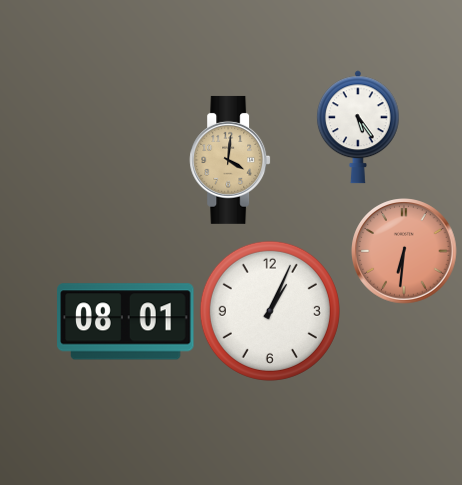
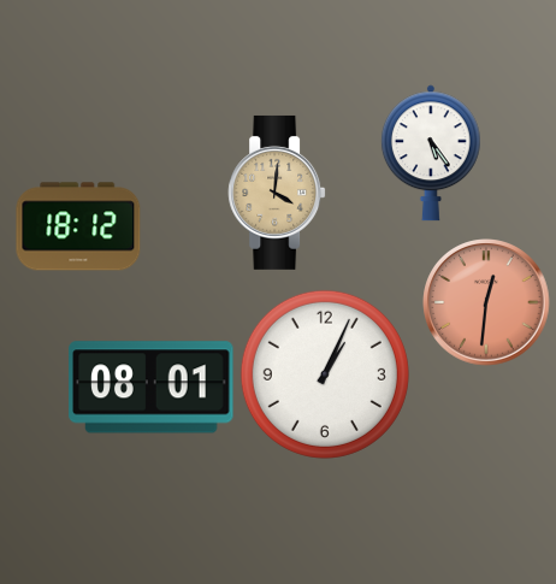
clock at (78, 226): none -> 18:12
clock at (404, 251): 6:31 -> 12:31
